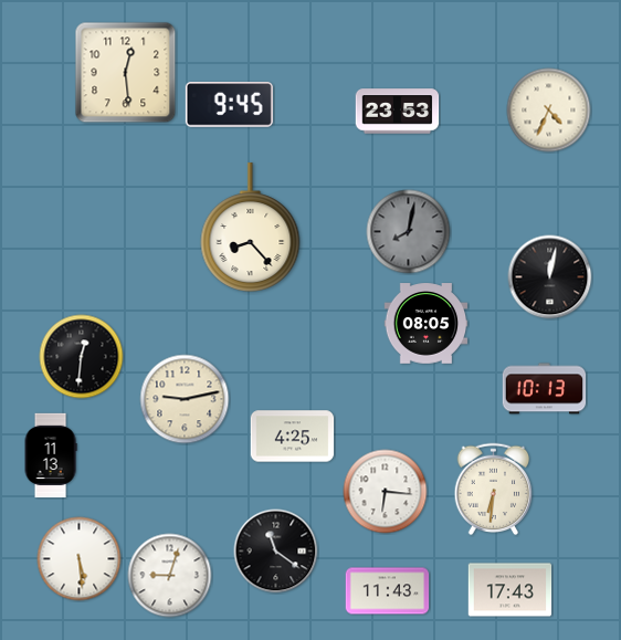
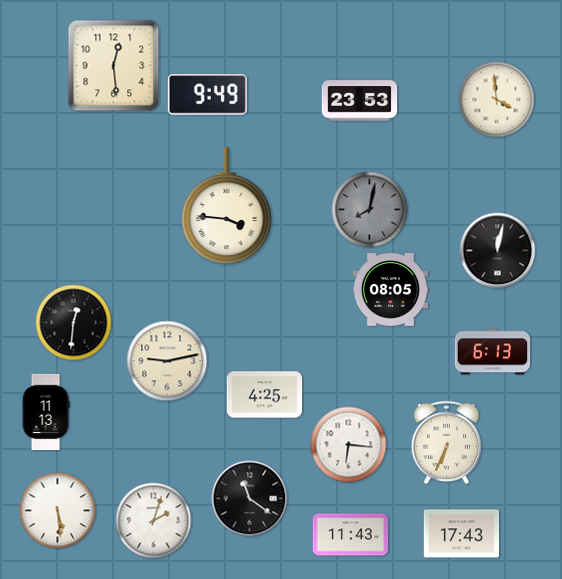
clock at (229, 105): 9:45 -> 9:49
clock at (549, 111): 4:34 -> 3:59
clock at (251, 228): 8:23 -> 3:46
clock at (427, 324) position: (427, 324) -> (391, 290)
clock at (545, 389): 10:13 -> 6:13
clock at (494, 490): 6:31 -> 6:34
clock at (80, 559) position: (80, 559) -> (58, 511)
clock at (170, 576): 9:03 -> 2:03
